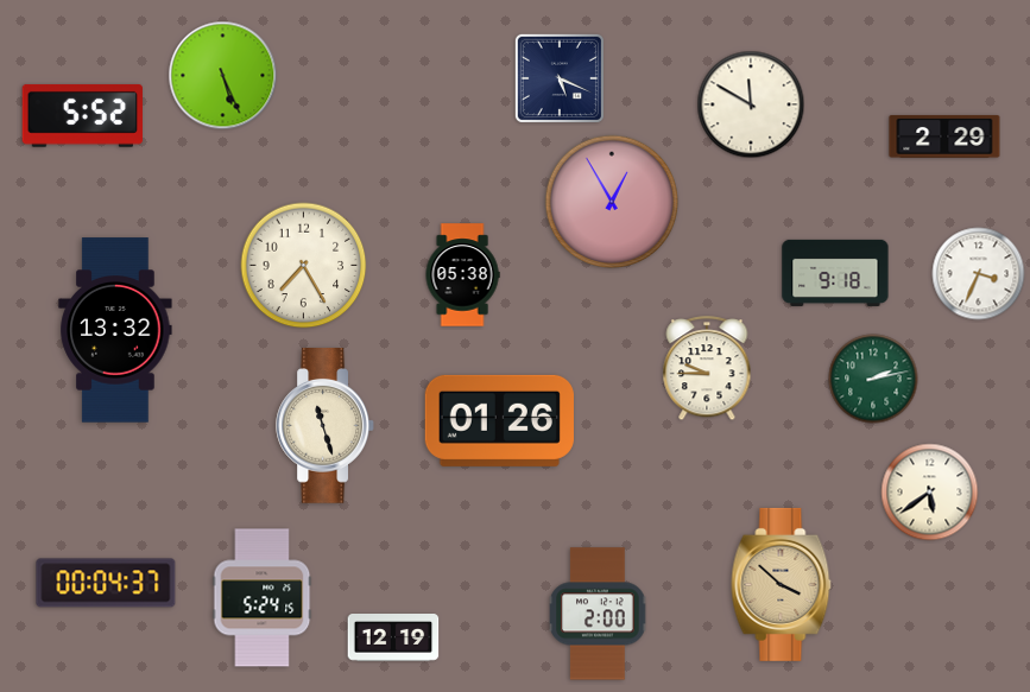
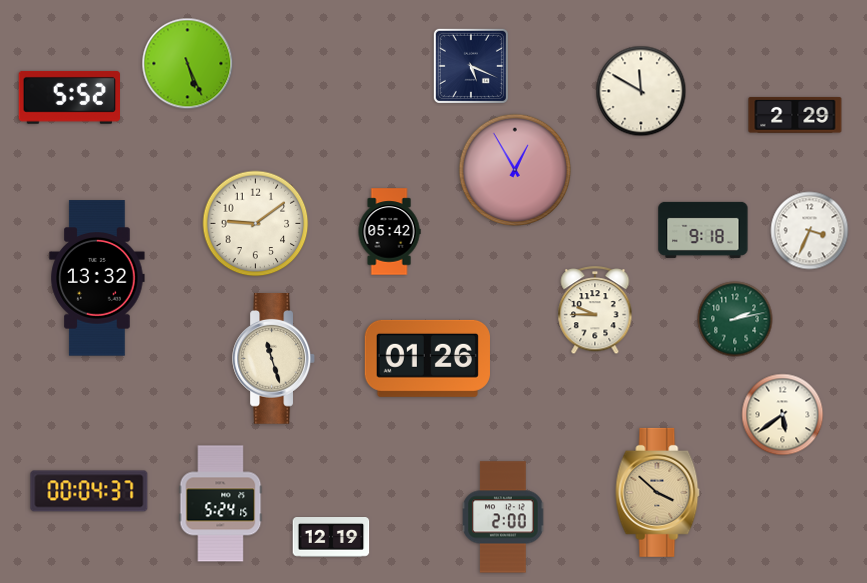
clock at (751, 104) position: (751, 104) -> (641, 91)
clock at (304, 266): 7:25 -> 9:09
clock at (979, 274) position: (979, 274) -> (810, 231)
clock at (462, 275): 05:38 -> 05:42
clock at (499, 420) position: (499, 420) -> (427, 358)
